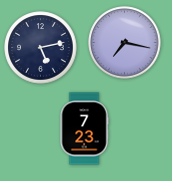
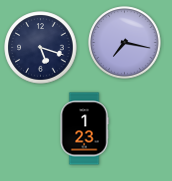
clock at (41, 48): 5:13 -> 5:18
clock at (84, 129): 7:23 -> 1:23
